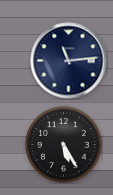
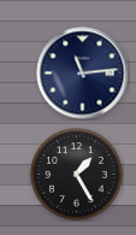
clock at (64, 145): 5:25 -> 1:25
